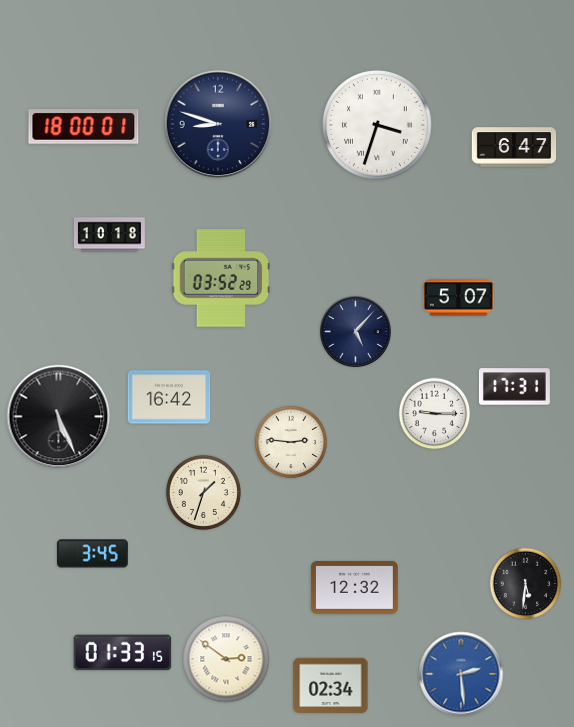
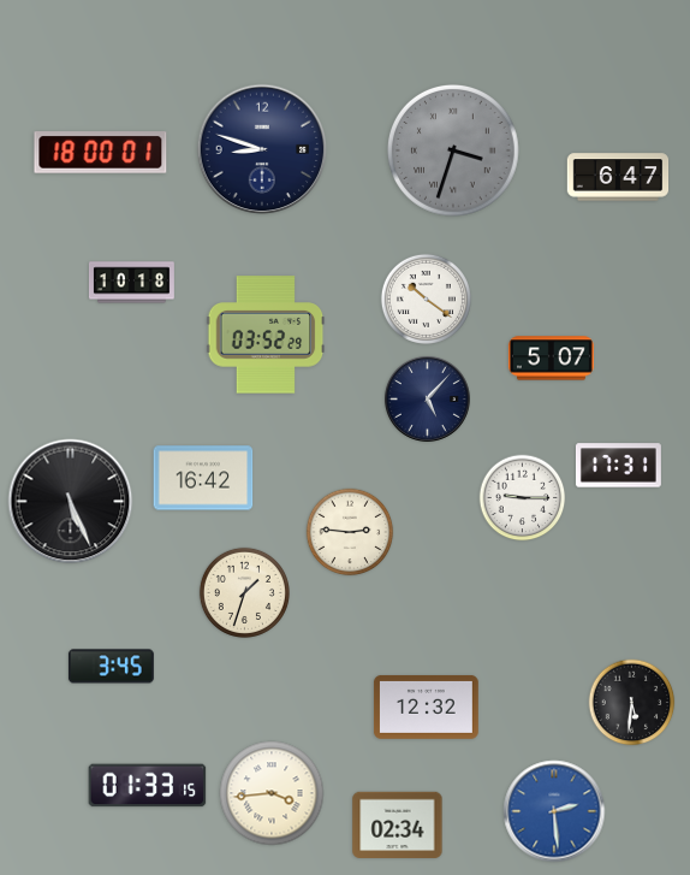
clock at (377, 125) dial: white -> grey
clock at (426, 298): none -> 10:21
clock at (226, 659): 2:51 -> 3:44
